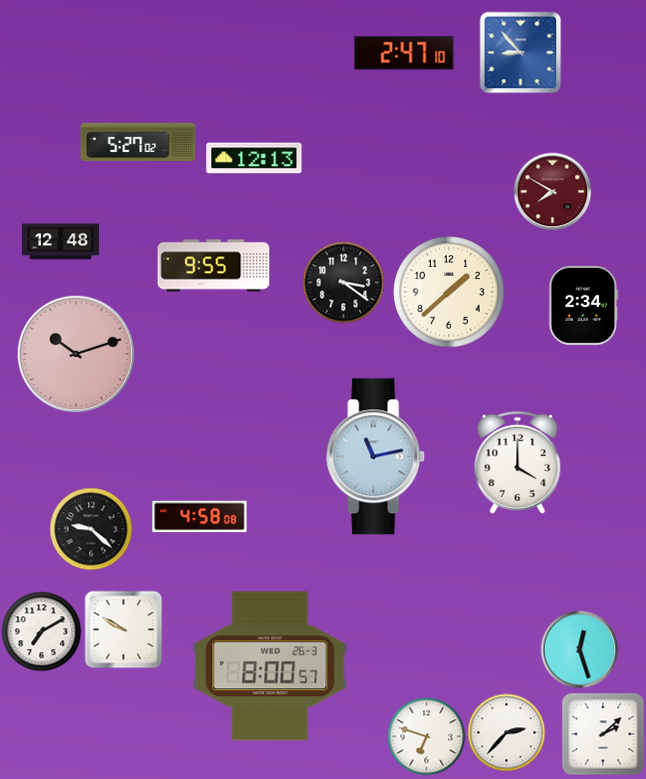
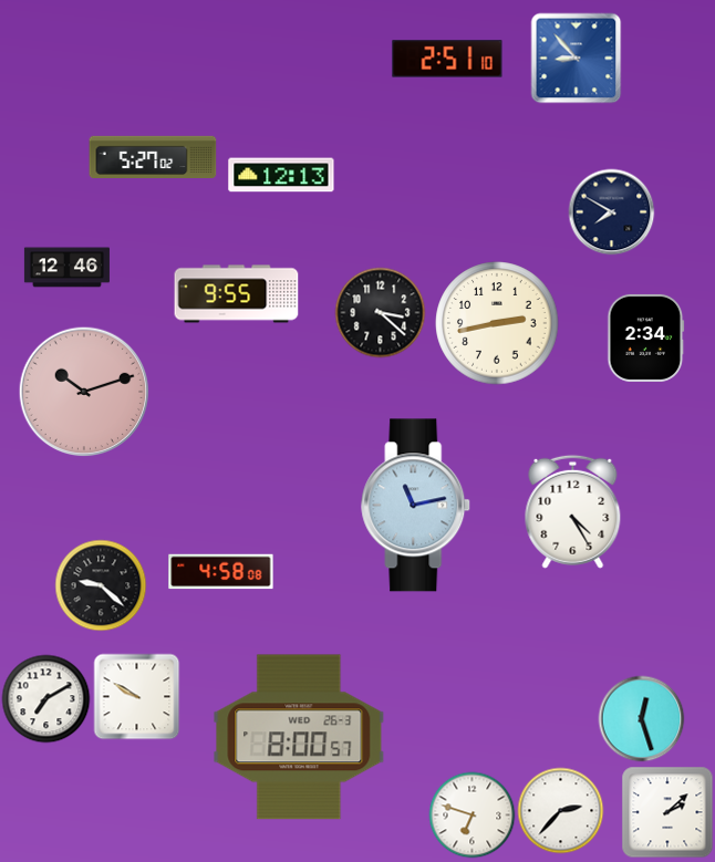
clock at (404, 53): 2:47 -> 2:51
clock at (552, 191) dial: burgundy -> navy
clock at (60, 242): 12:48 -> 12:46
clock at (343, 282): 3:21 -> 3:22
clock at (449, 292): 1:38 -> 2:43
clock at (518, 462): 4:00 -> 4:25
